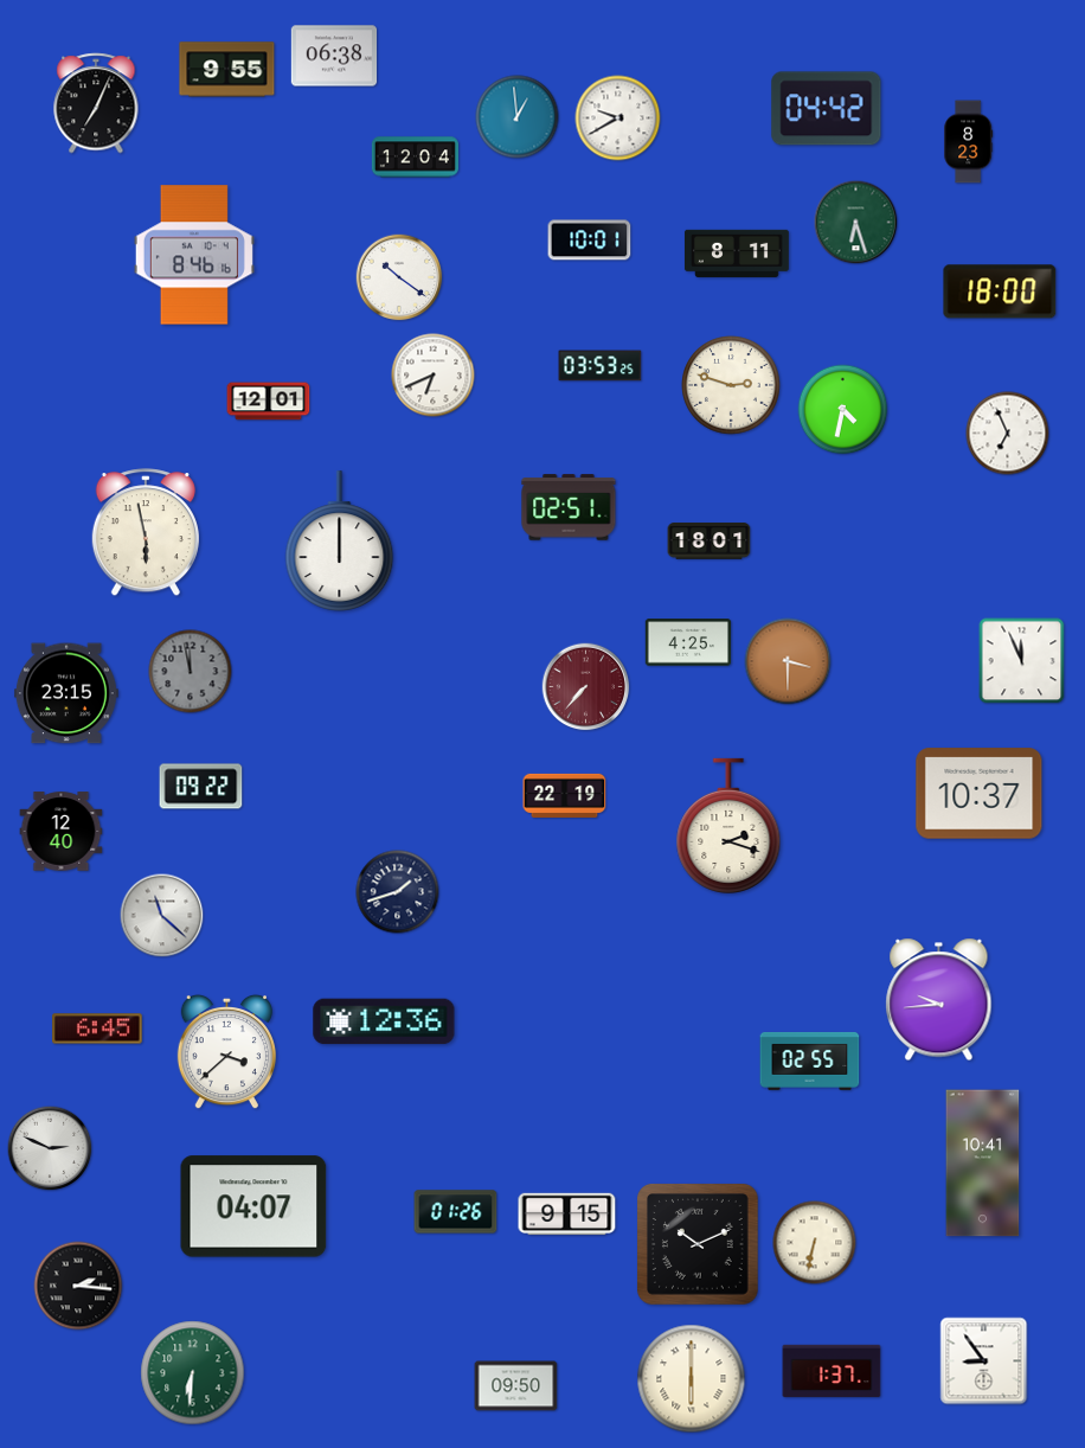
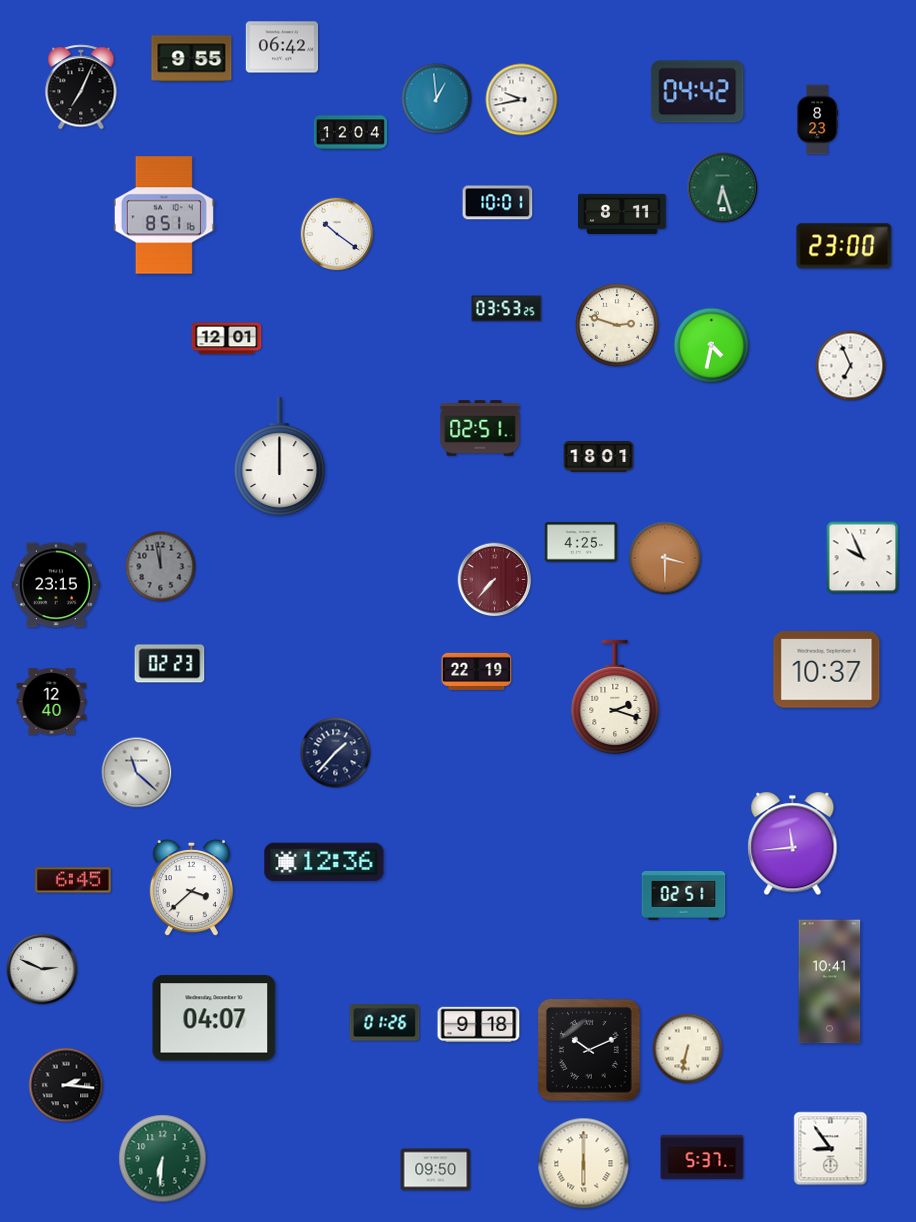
clock at (334, 56): 06:38 -> 06:42
clock at (618, 118): 9:40 -> 9:43
clock at (194, 255): 8:46 -> 8:51
clock at (1000, 291): 18:00 -> 23:00
clock at (434, 376): 6:41 -> none
clock at (146, 533): 5:58 -> none
clock at (340, 542) position: (340, 542) -> (280, 457)
clock at (1022, 661): 11:56 -> 9:56
clock at (201, 787): 09:22 -> 02:23
clock at (398, 892): 1:42 -> 1:37
clock at (939, 1000): 9:44 -> 11:44
clock at (97, 1029) position: (97, 1029) -> (73, 880)
clock at (810, 1061): 02:55 -> 02:51
clock at (567, 1215): 9:15 -> 9:18
clock at (832, 1371): 1:37 -> 5:37
